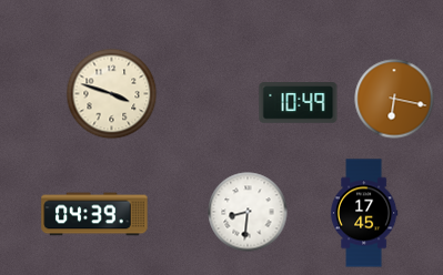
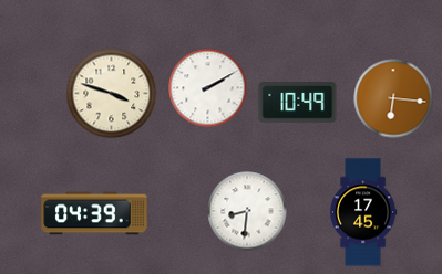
clock at (208, 88): none -> 2:10
clock at (394, 99): 6:17 -> 6:16
